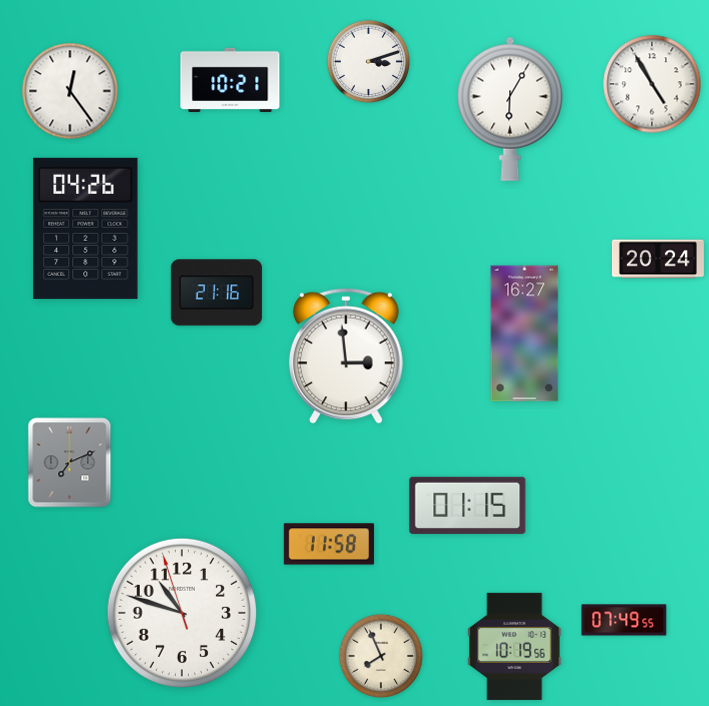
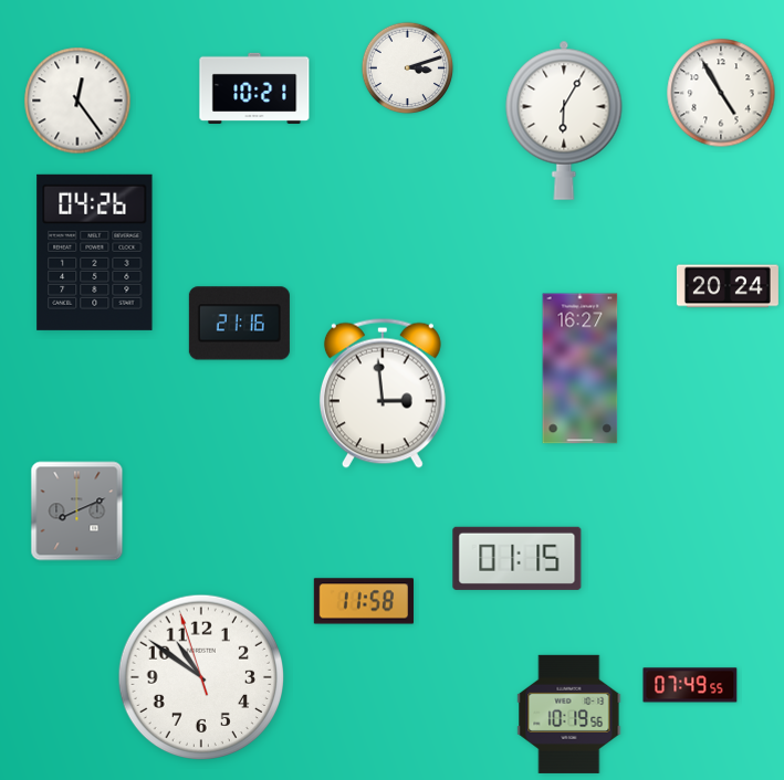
clock at (70, 463): 7:11 -> 8:11
clock at (182, 613): 10:47 -> 10:50
clock at (380, 655): 7:56 -> none
